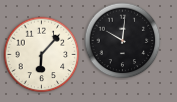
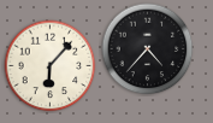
clock at (123, 41): 10:01 -> 4:37
